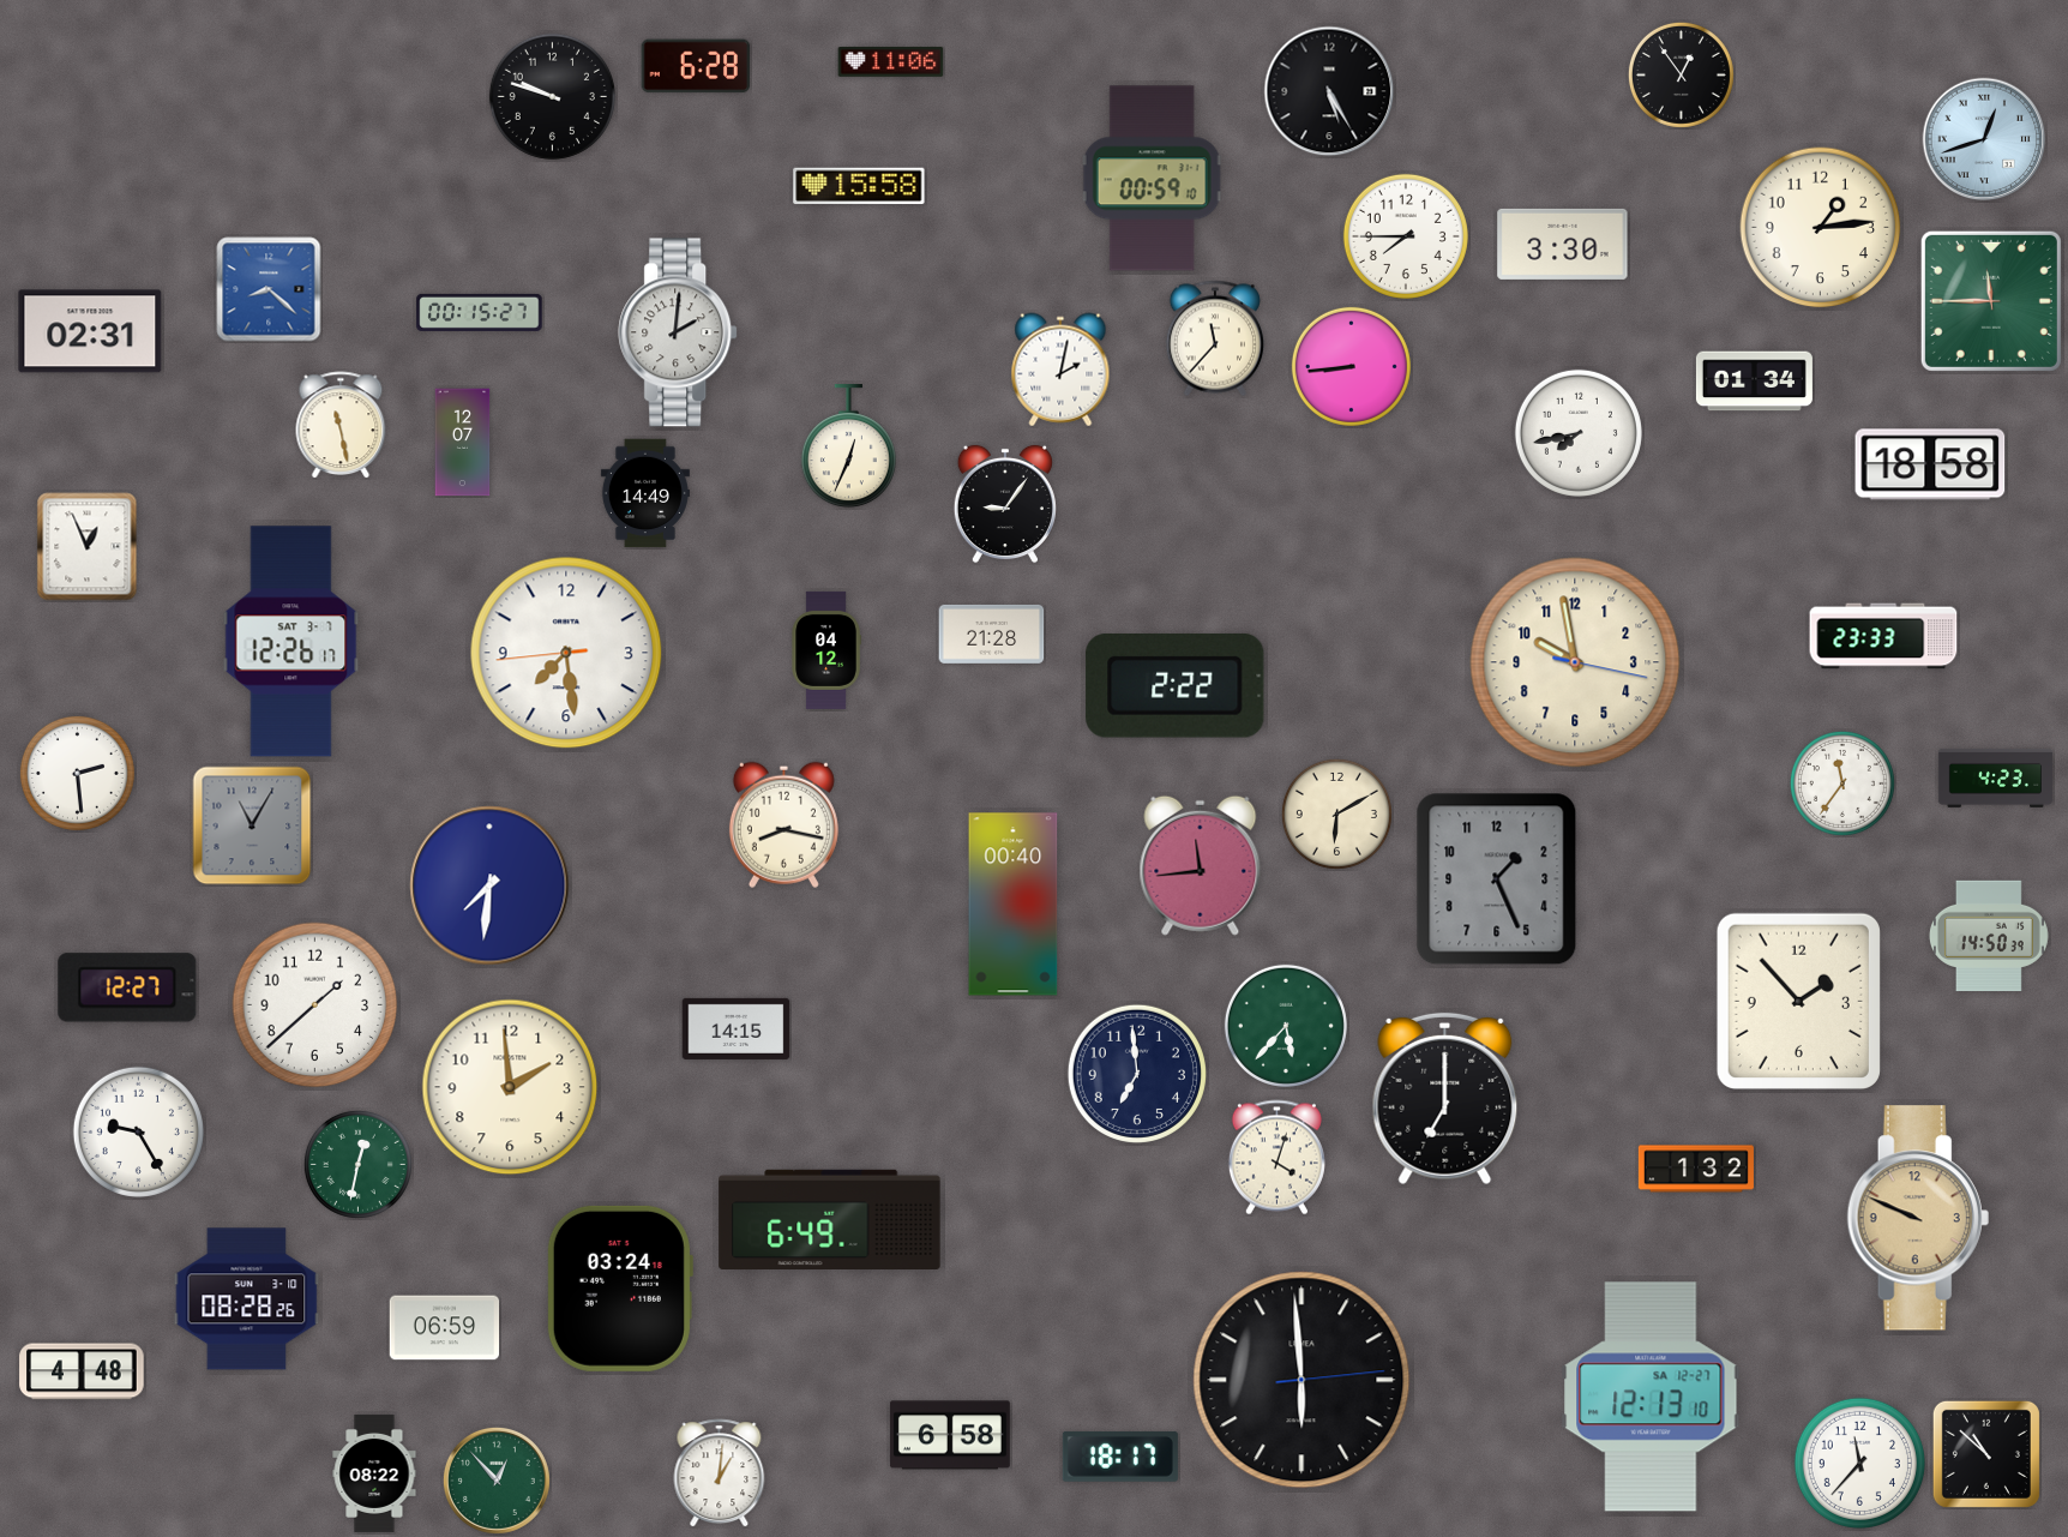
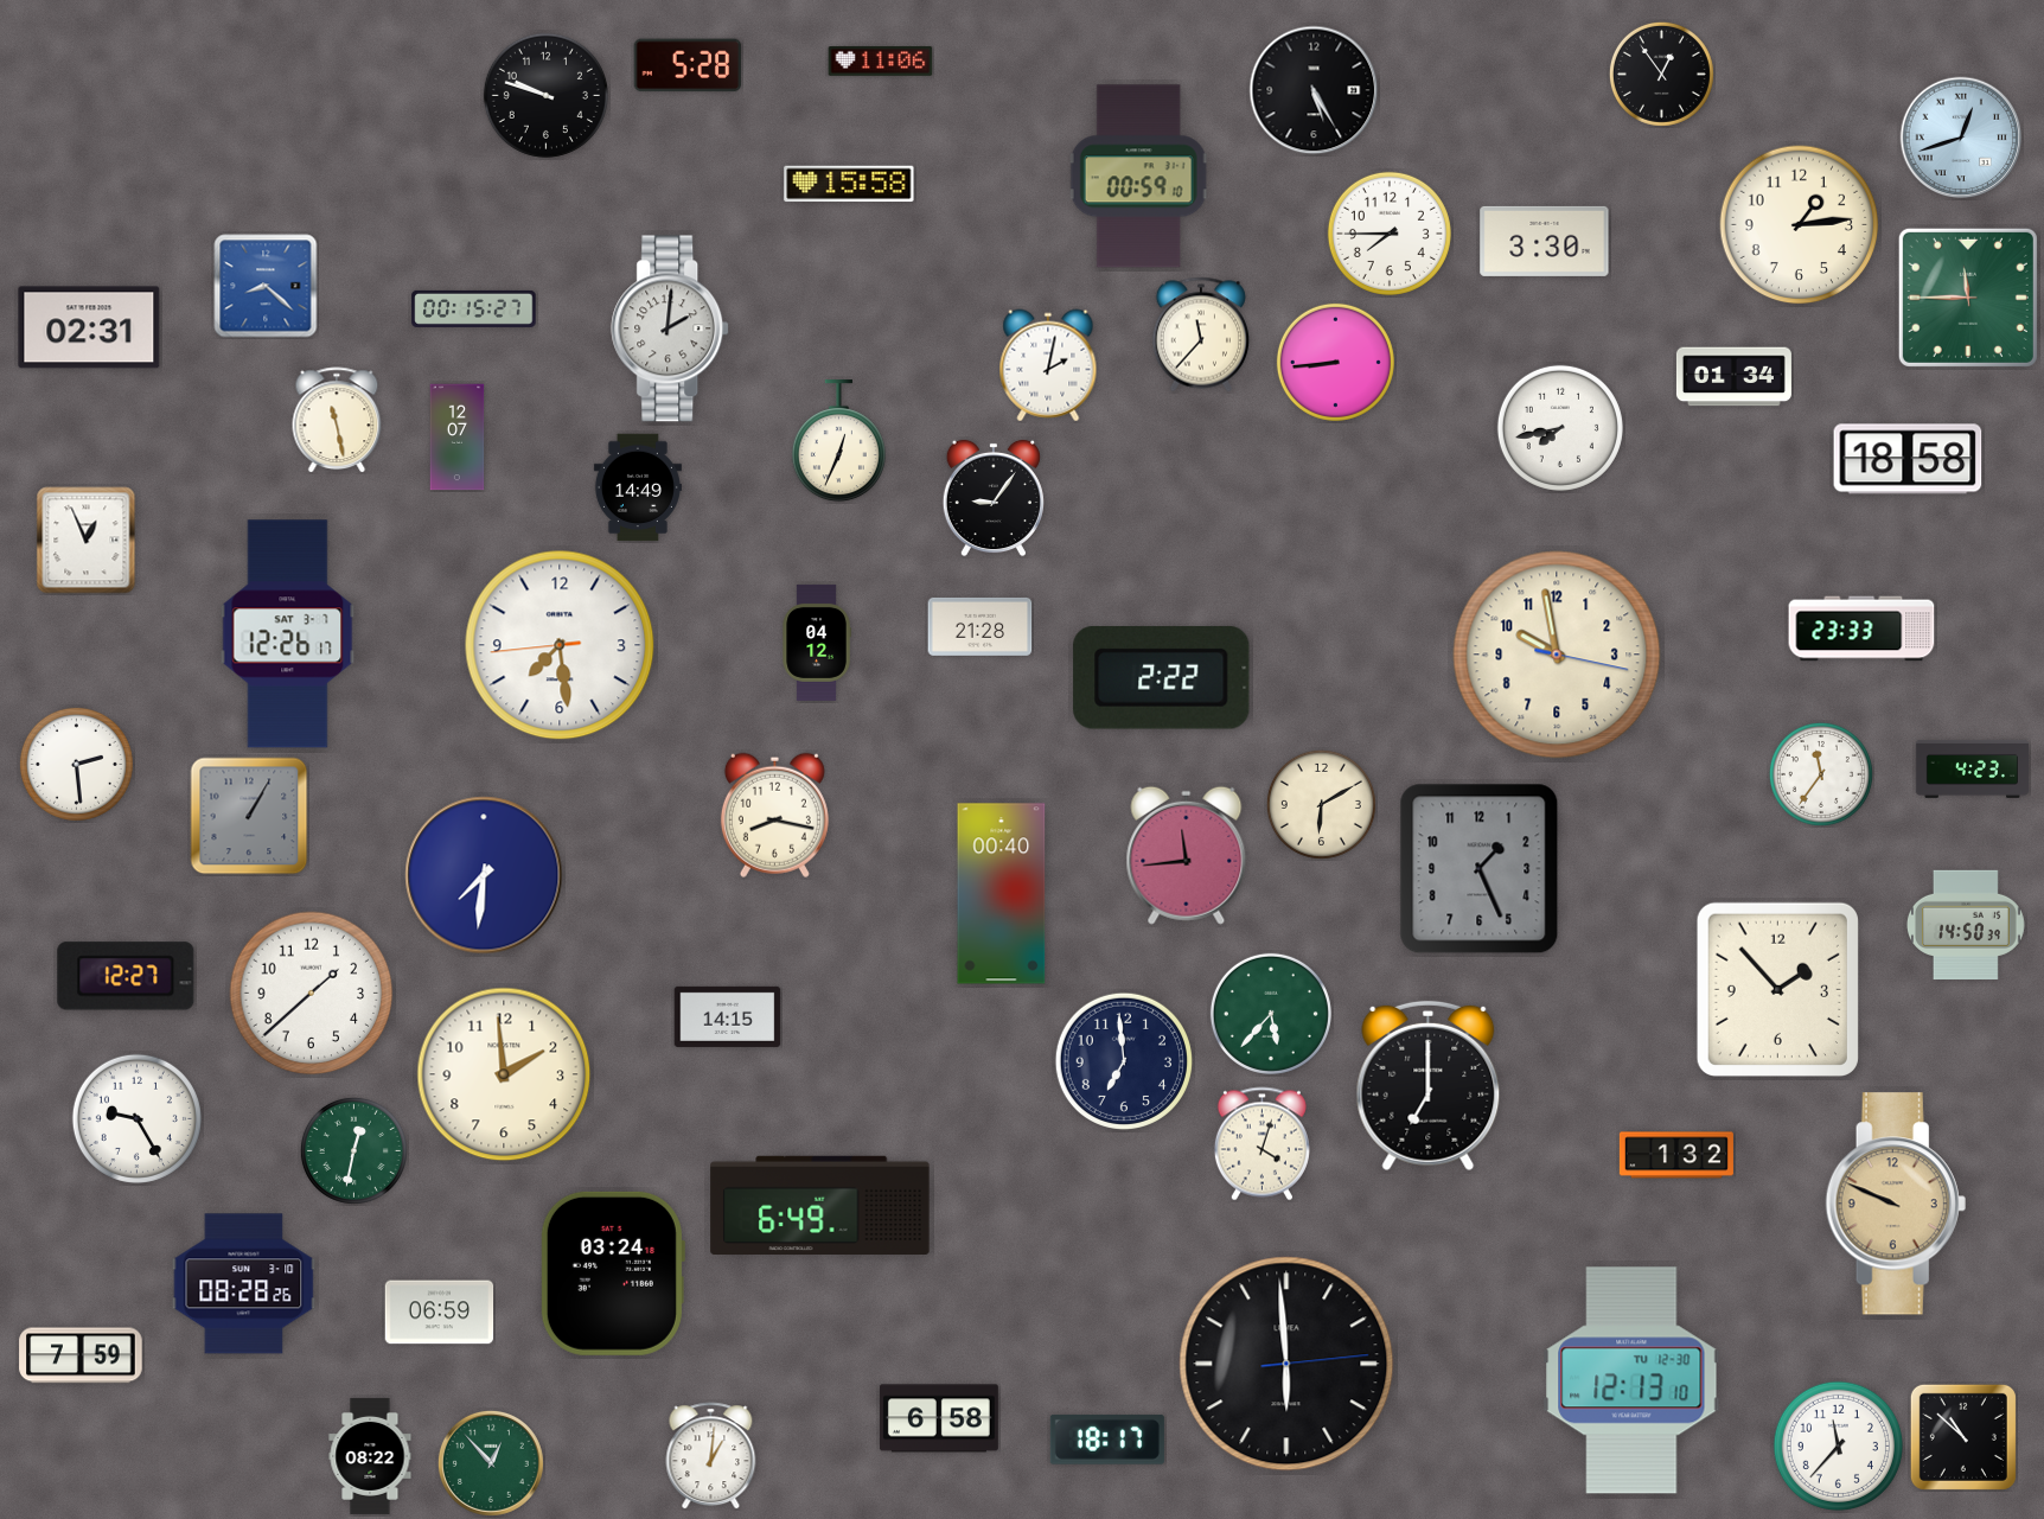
clock at (696, 66): 6:28 -> 5:28
clock at (252, 825): 11:05 -> 1:05
clock at (82, 1371): 4:48 -> 7:59
clock at (1651, 1397) date: SA 12-27 -> TU 12-30
